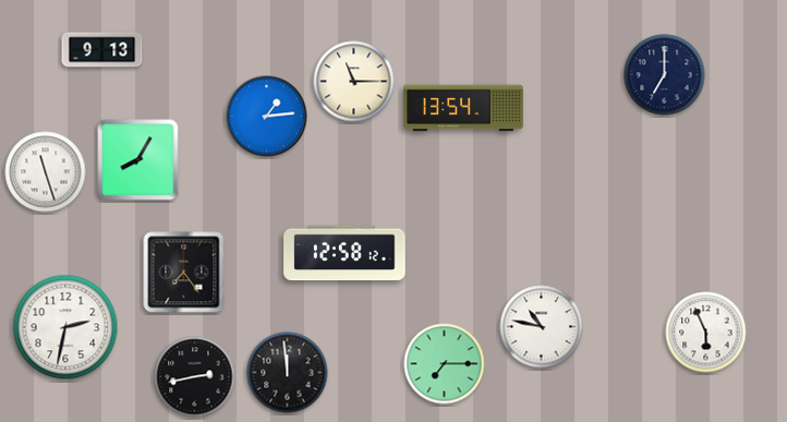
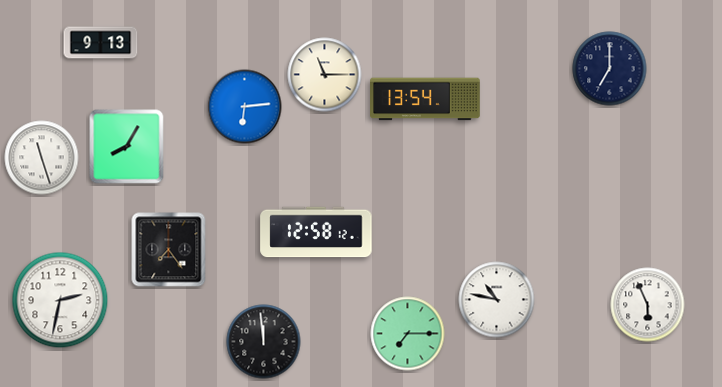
clock at (102, 50) position: (102, 50) -> (101, 43)
clock at (267, 117): 1:14 -> 6:14
clock at (195, 377): 2:43 -> none
